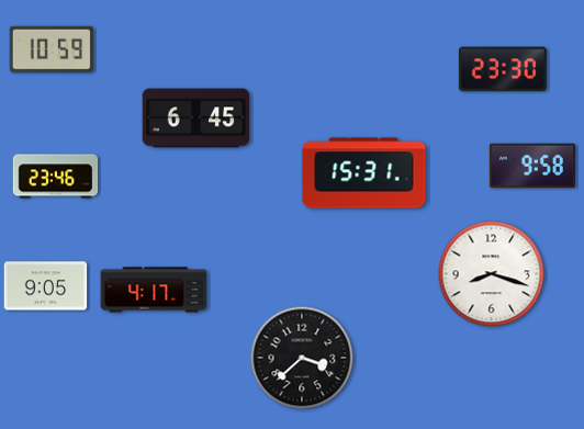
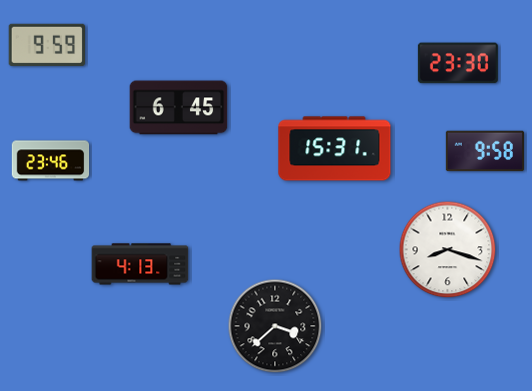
clock at (50, 49): 10:59 -> 9:59
clock at (364, 173) position: (364, 173) -> (335, 149)
clock at (46, 286): 9:05 -> none
clock at (154, 290): 4:17 -> 4:13
